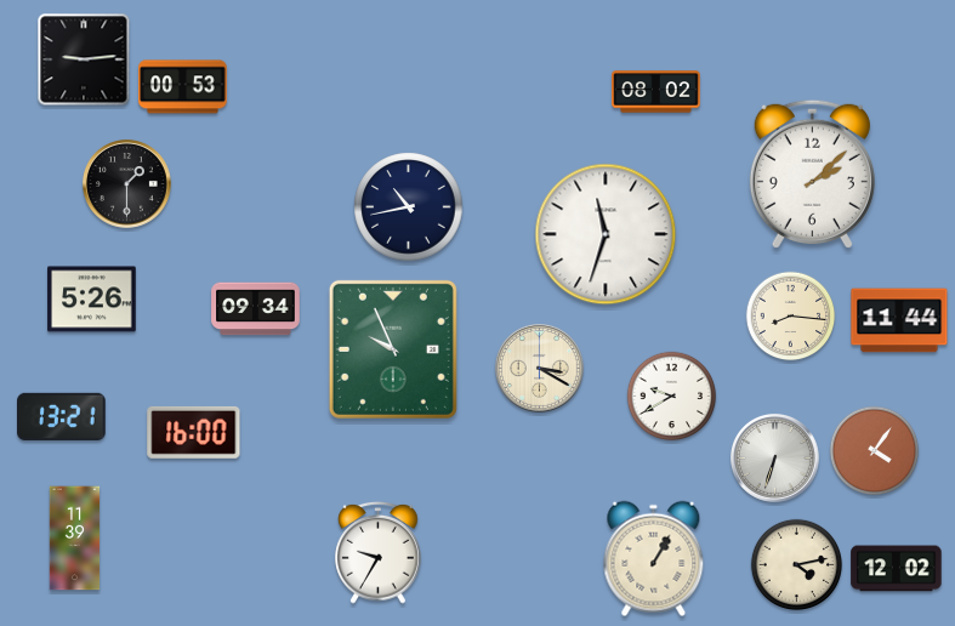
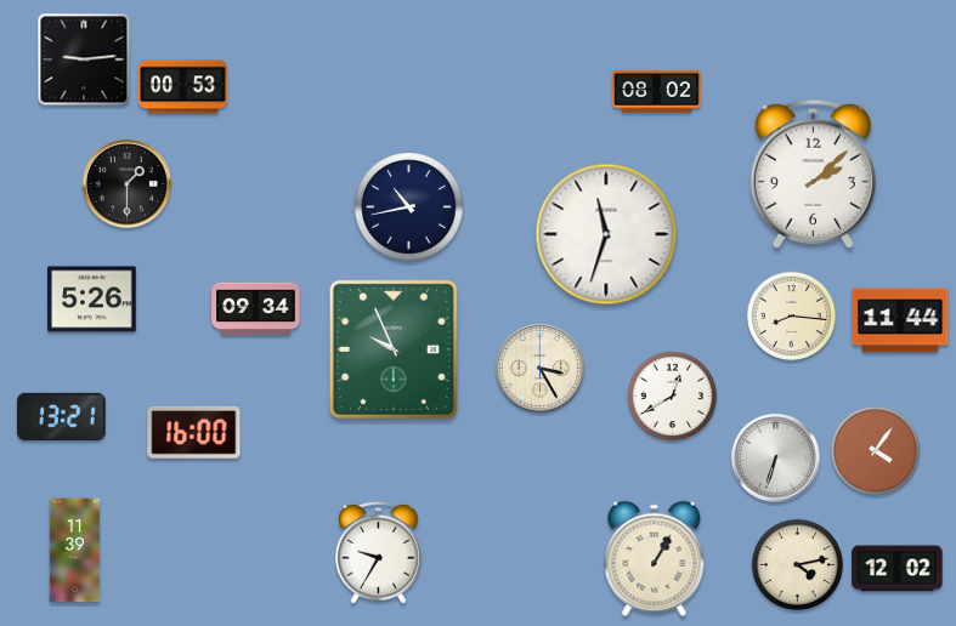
clock at (539, 368): 3:20 -> 3:25
clock at (672, 397): 9:40 -> 12:40
clock at (75, 539) position: (75, 539) -> (75, 551)
